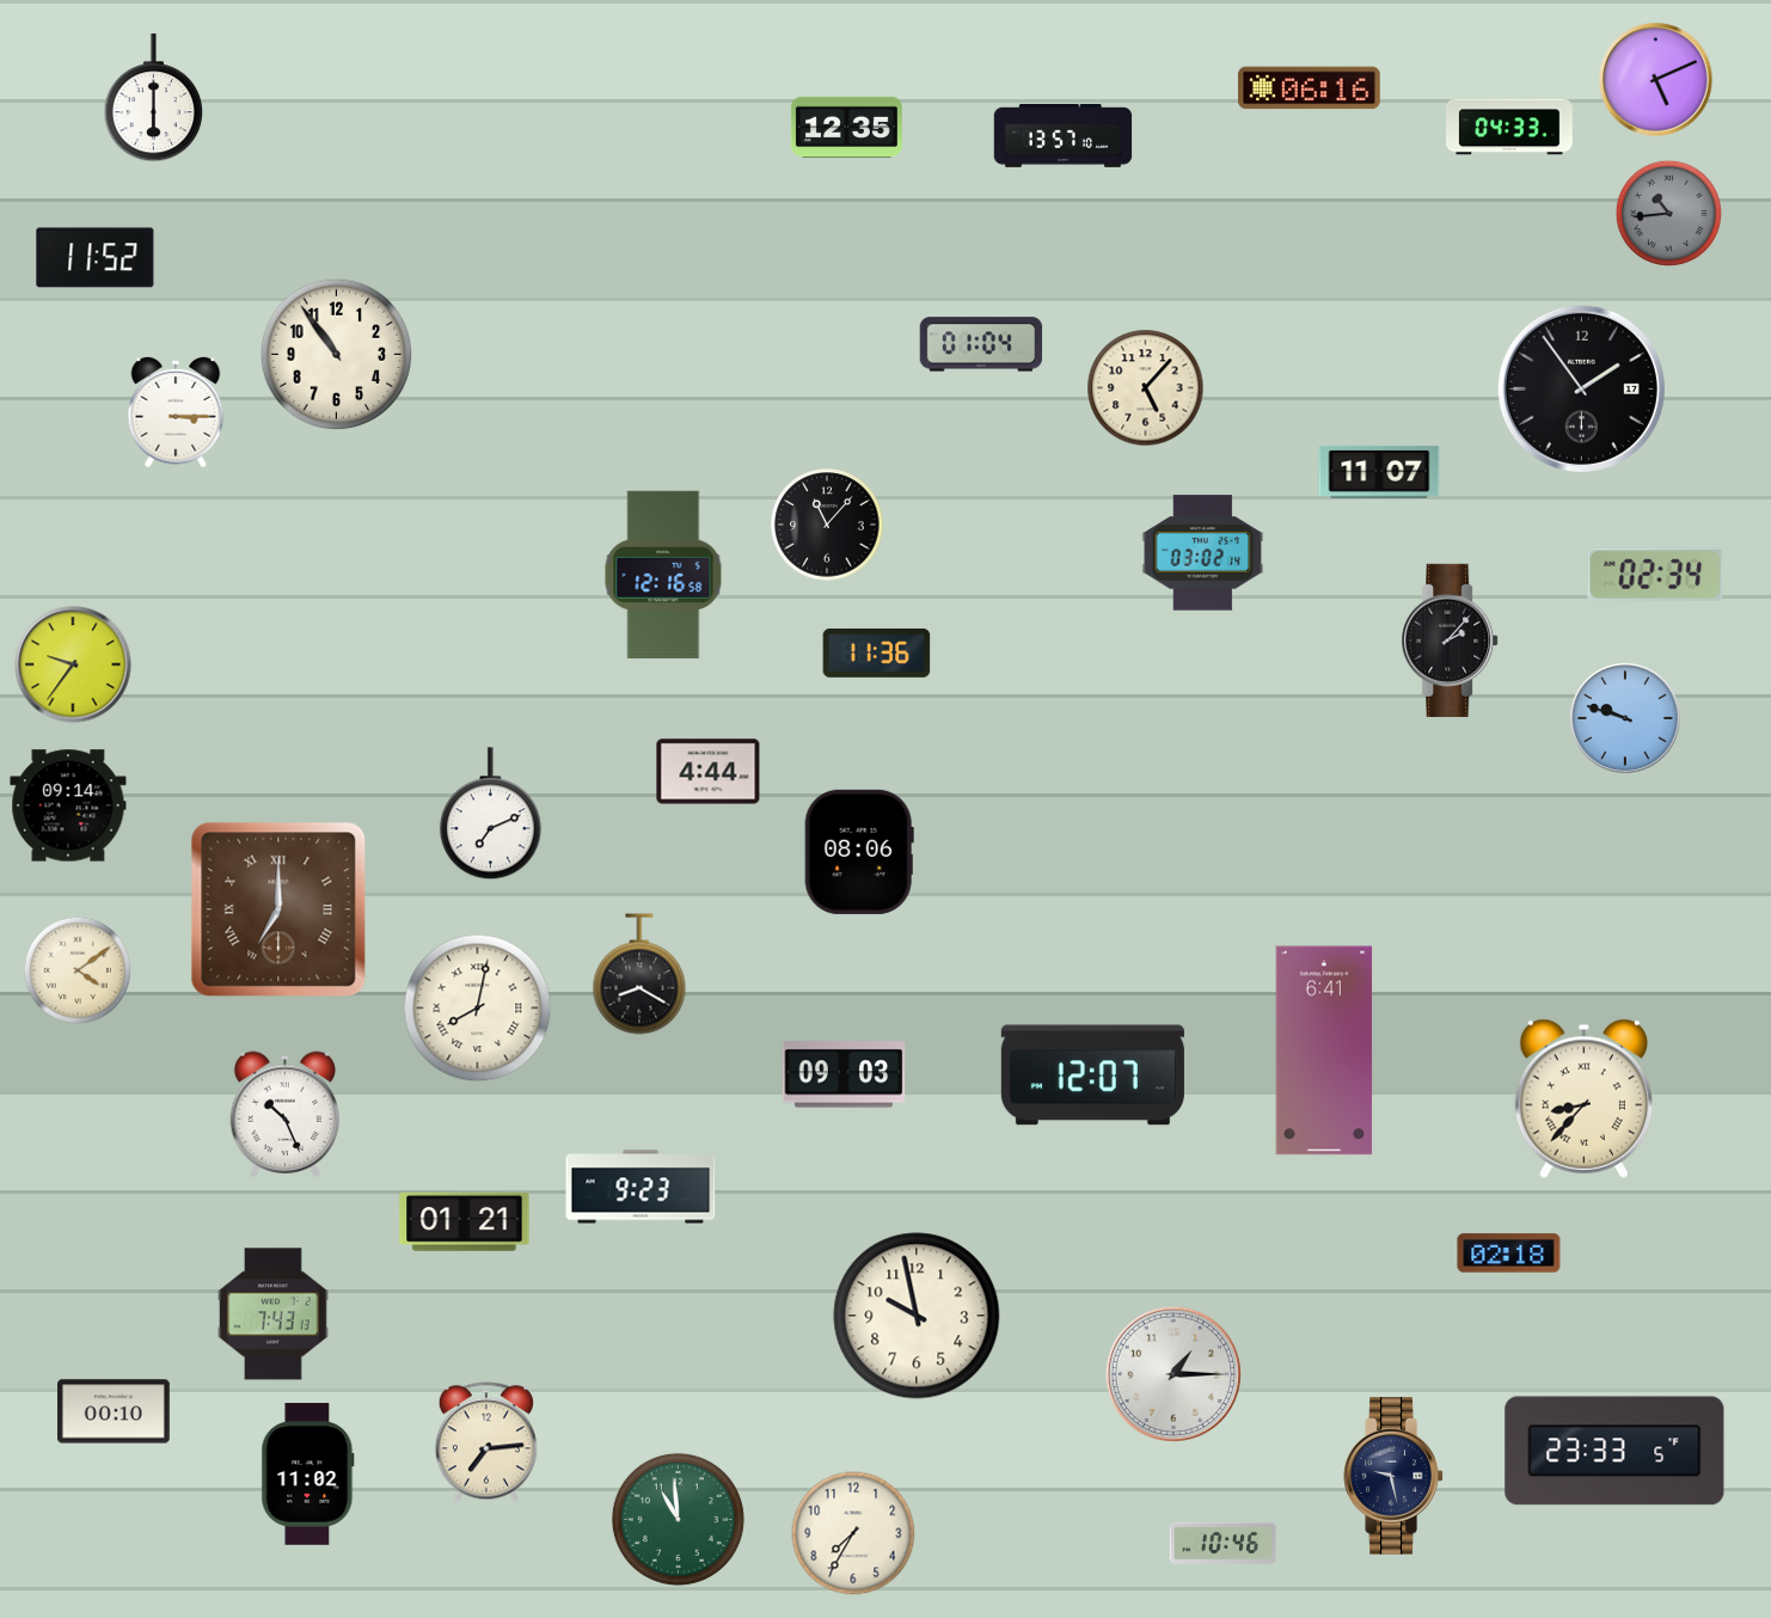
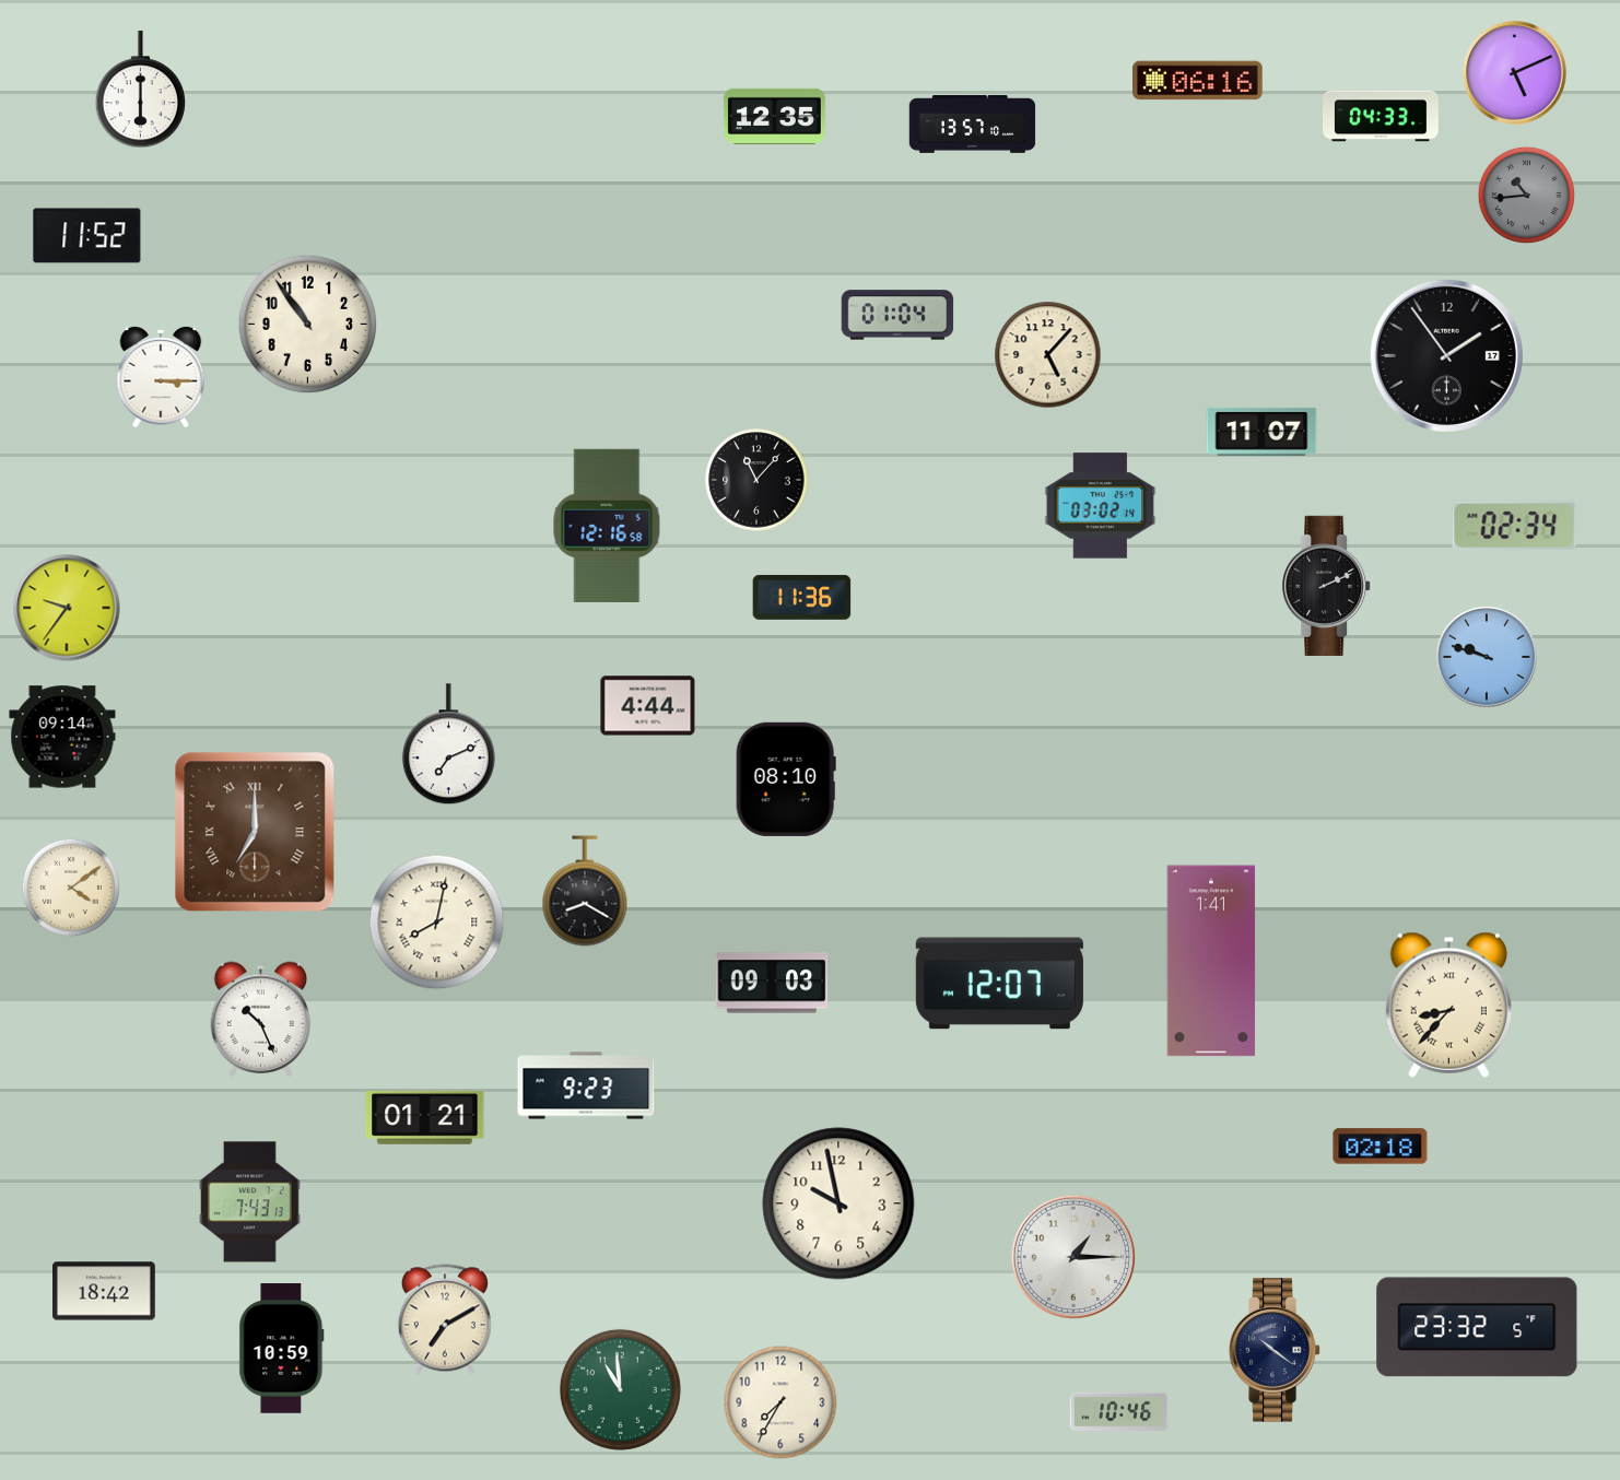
clock at (1450, 641): 2:07 -> 2:11
clock at (859, 852): 08:06 -> 08:10
clock at (1324, 1050): 6:41 -> 1:41
clock at (115, 1411): 00:10 -> 18:42
clock at (486, 1442): 7:14 -> 7:10
clock at (1614, 1451): 23:33 -> 23:32
clock at (308, 1475): 11:02 -> 10:59
clock at (1393, 1476): 9:28 -> 10:21
